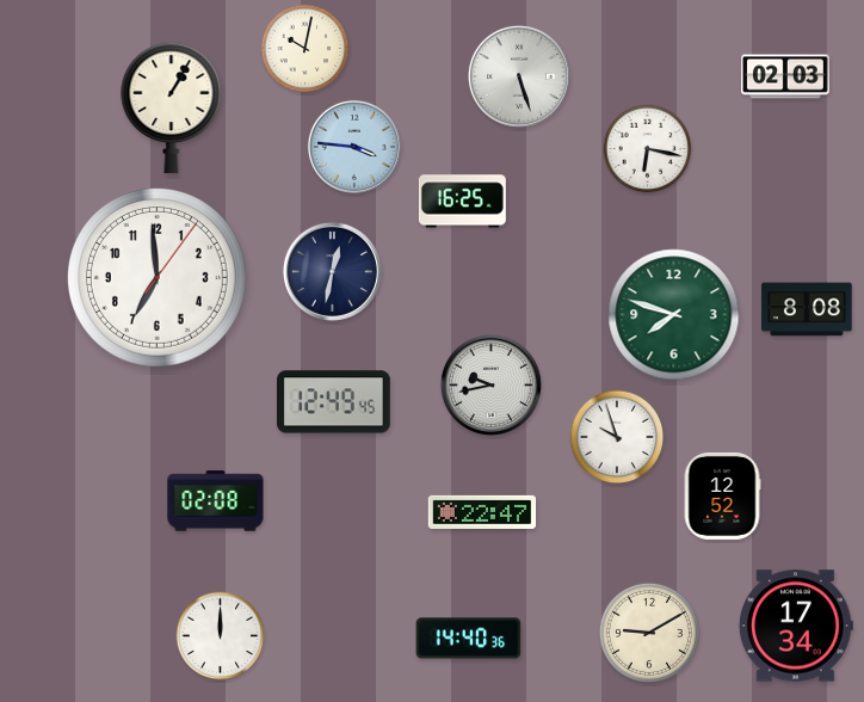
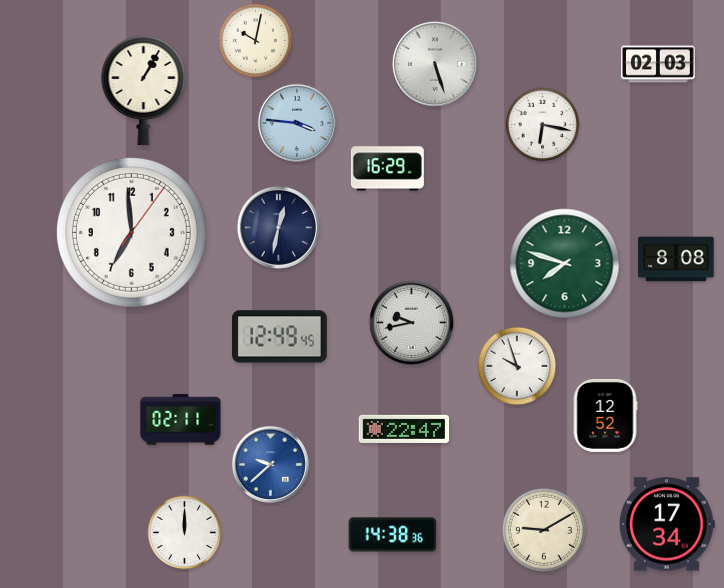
clock at (462, 202): 16:25 -> 16:29
clock at (216, 501): 02:08 -> 02:11
clock at (270, 464): none -> 9:38
clock at (469, 639): 14:40 -> 14:38
